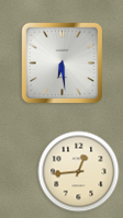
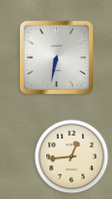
clock at (62, 62): 6:29 -> 6:32
